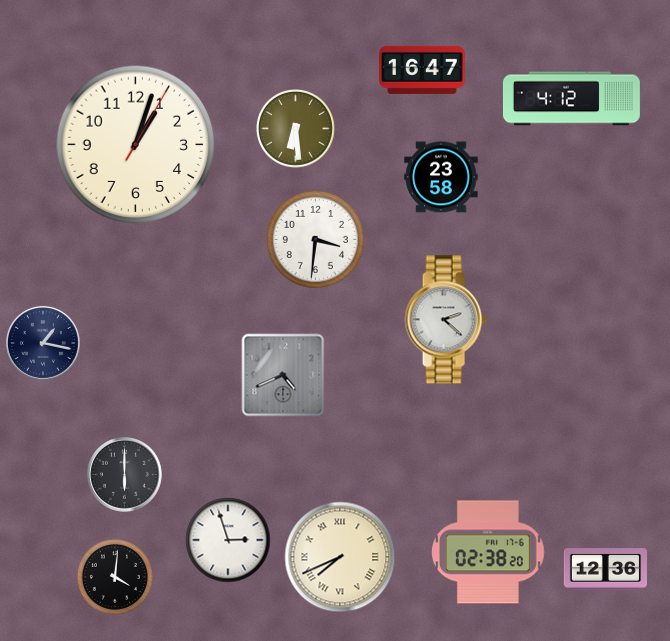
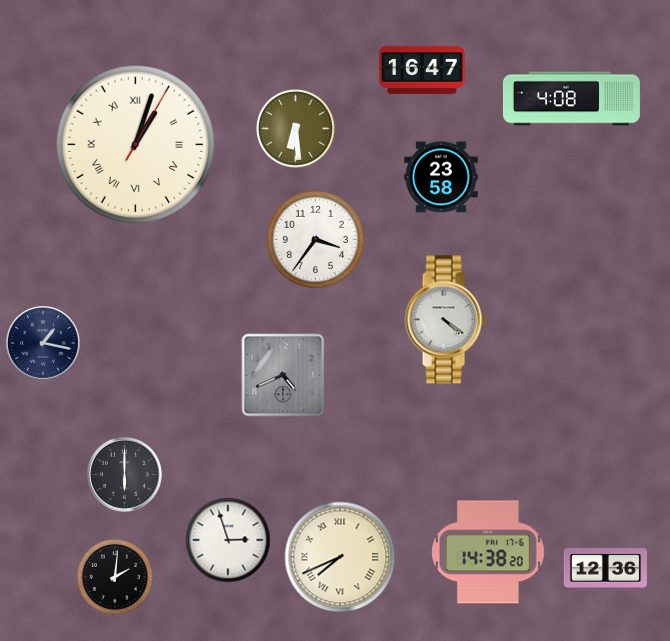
clock at (571, 99): 4:12 -> 4:08
clock at (136, 145) numerals: Arabic -> Roman
clock at (315, 239): 3:31 -> 3:36
clock at (445, 320): 2:22 -> 4:21
clock at (489, 552): 02:38 -> 14:38
clock at (115, 577): 4:01 -> 2:01
